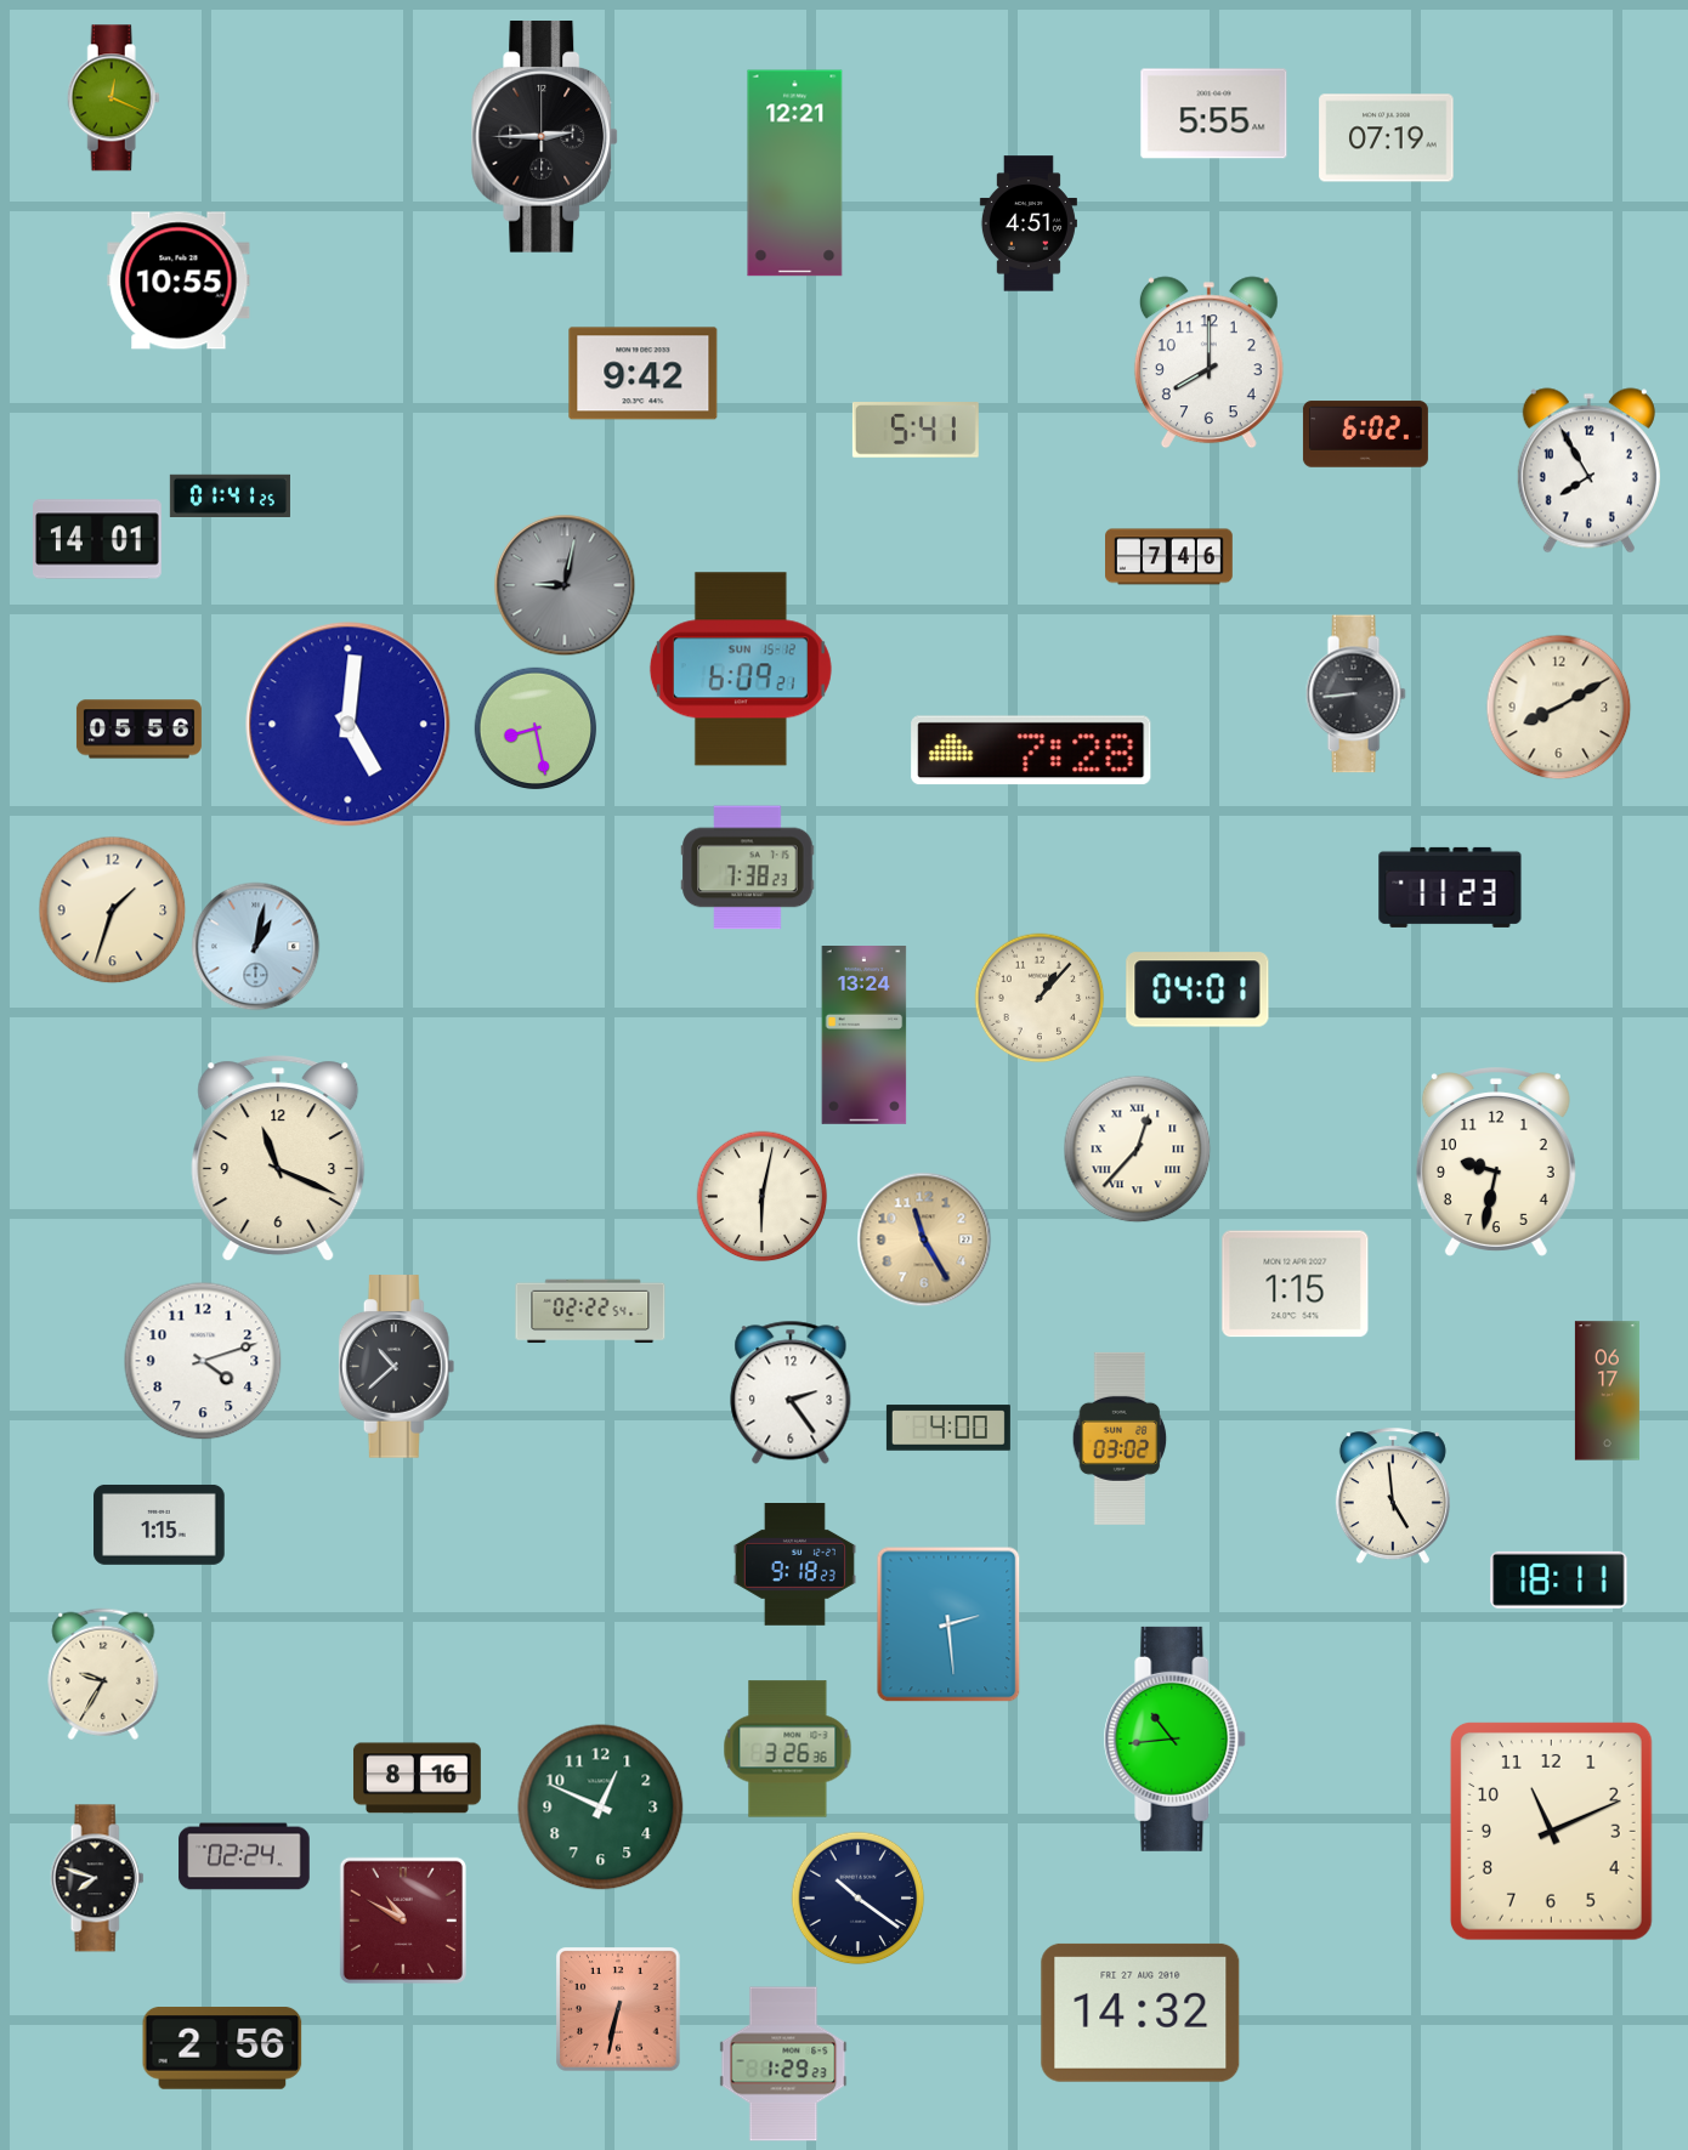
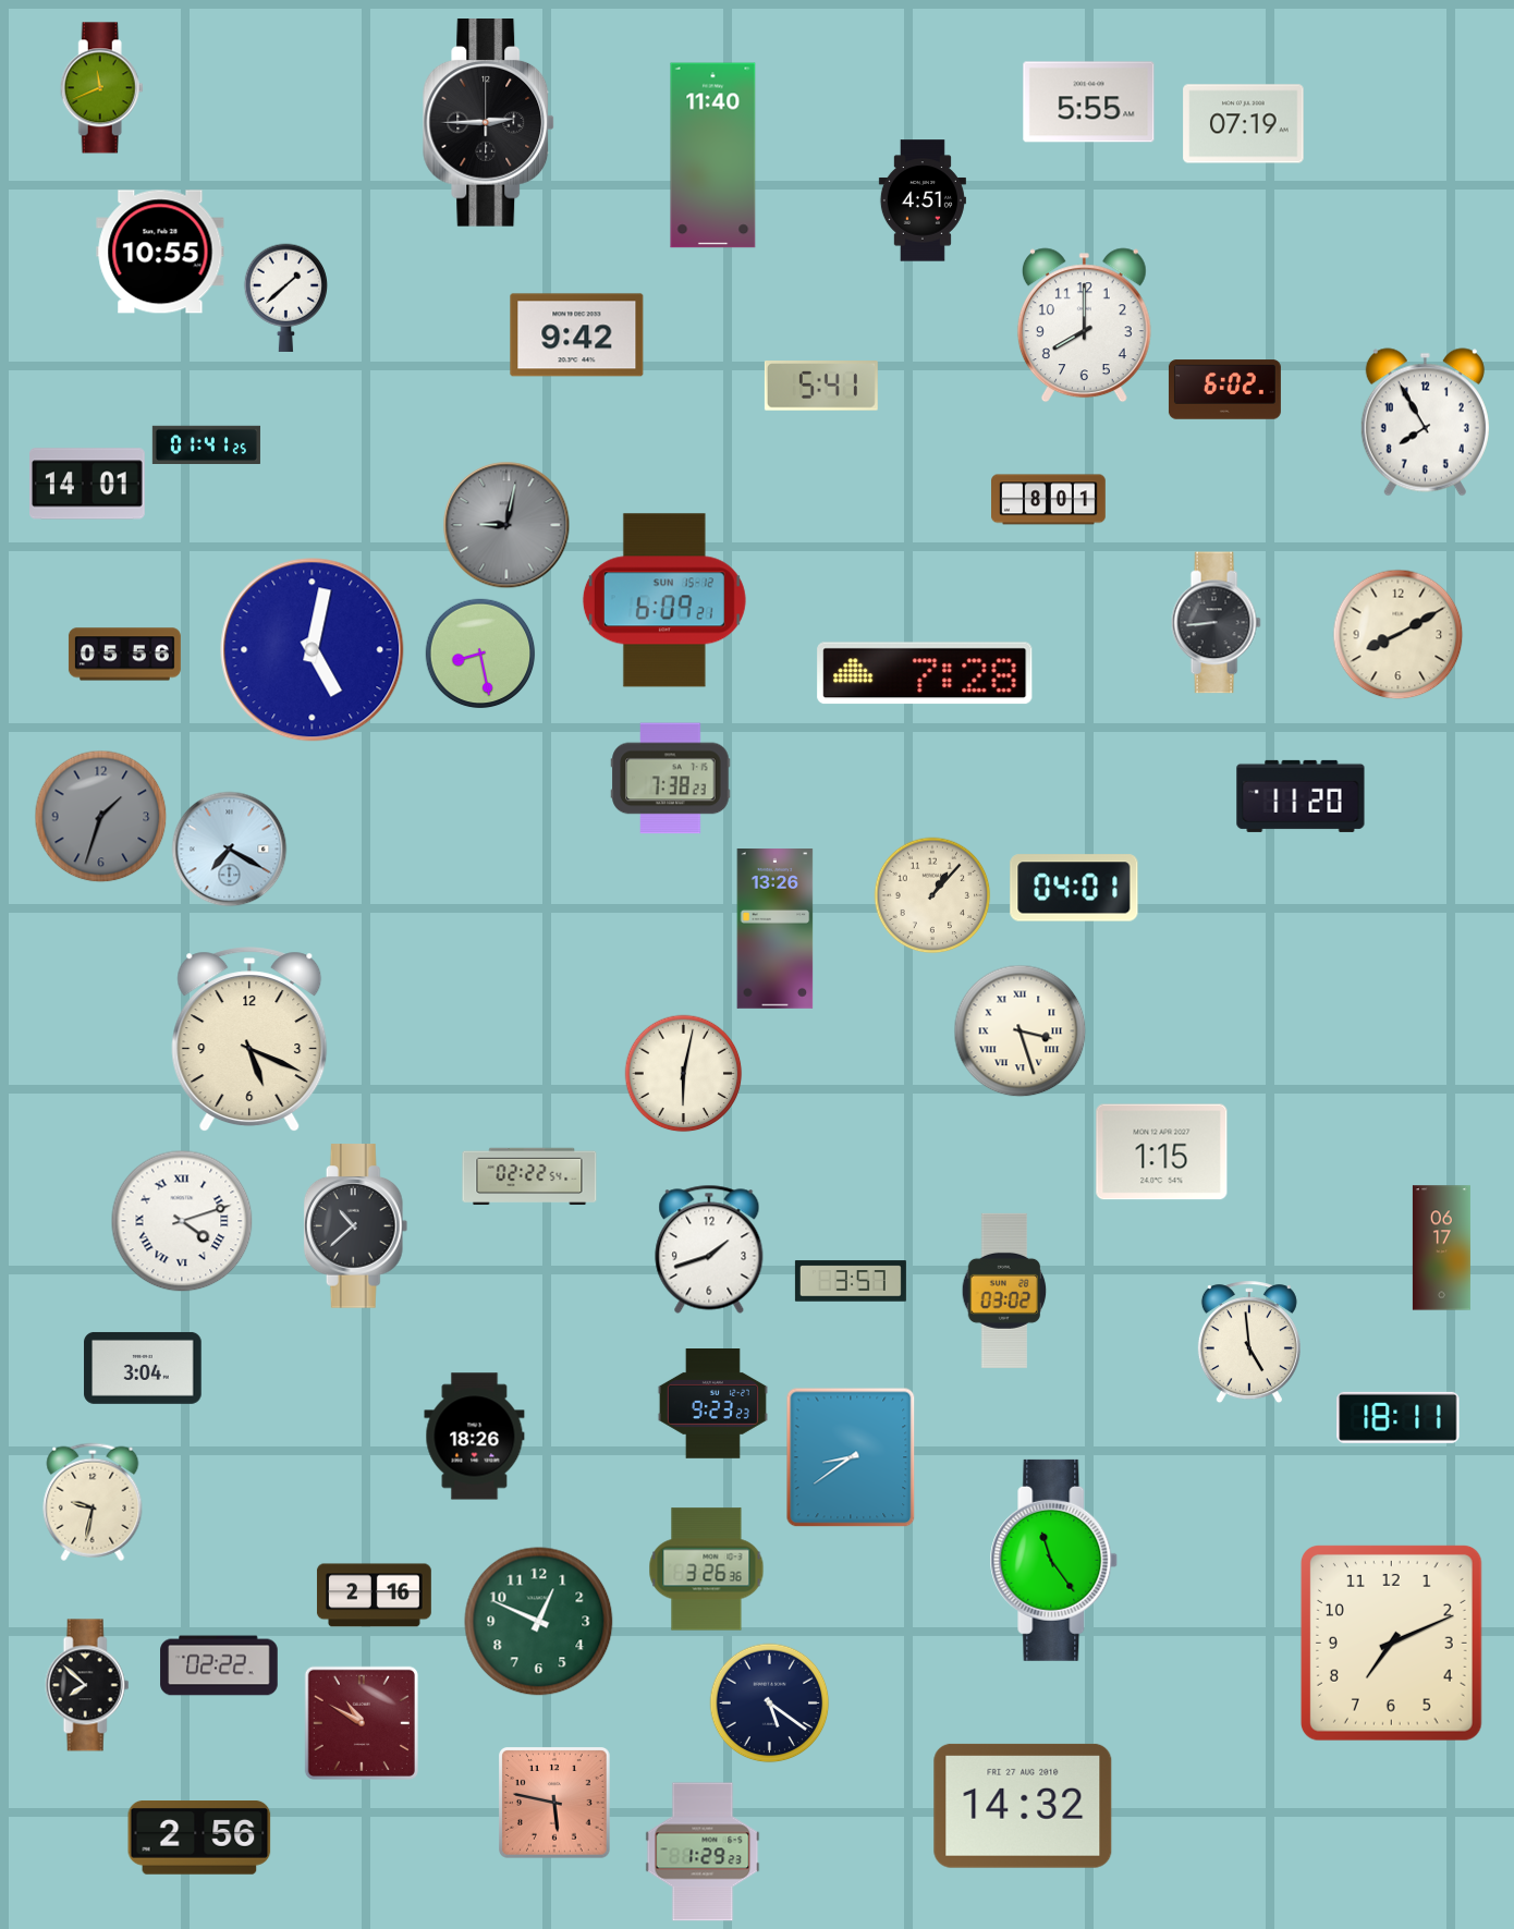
clock at (113, 98): 12:19 -> 11:41
clock at (795, 174): 12:21 -> 11:40
clock at (285, 297): none -> 1:38
clock at (1169, 557): 7:46 -> 8:01
clock at (349, 725): 5:01 -> 5:02
clock at (1450, 887): 11:23 -> 11:20
clock at (113, 911) dial: cream -> grey
clock at (256, 947): 1:02 -> 7:20
clock at (865, 1036): 13:24 -> 13:26
clock at (1138, 1150): 12:37 -> 3:27
clock at (278, 1159): 11:19 -> 5:19
clock at (1496, 1163): 9:32 -> none
clock at (924, 1239): 11:25 -> none
clock at (203, 1361) numerals: Arabic -> Roman
clock at (791, 1392): 2:24 -> 1:42
clock at (948, 1428): 4:00 -> 3:57
clock at (159, 1525): 1:15 -> 3:04
clock at (794, 1565): 9:18 -> 9:23
clock at (475, 1437): none -> 18:26
clock at (948, 1624): 2:29 -> 8:39
clock at (103, 1674): 9:35 -> 9:32
clock at (1176, 1738): 10:44 -> 11:24
clock at (417, 1779): 8:16 -> 2:16
clock at (1551, 1832): 11:11 -> 7:11
clock at (244, 1856): 02:24 -> 02:22
clock at (97, 1878): 7:48 -> 7:52
clock at (859, 1899): 10:21 -> 5:21
clock at (619, 2010): 6:32 -> 5:47
